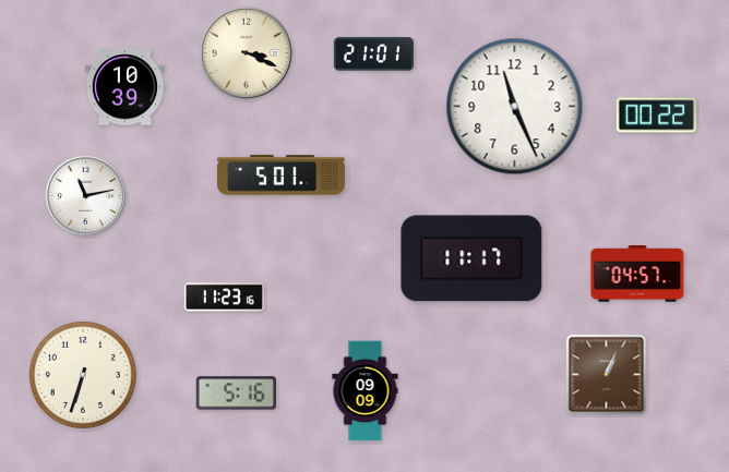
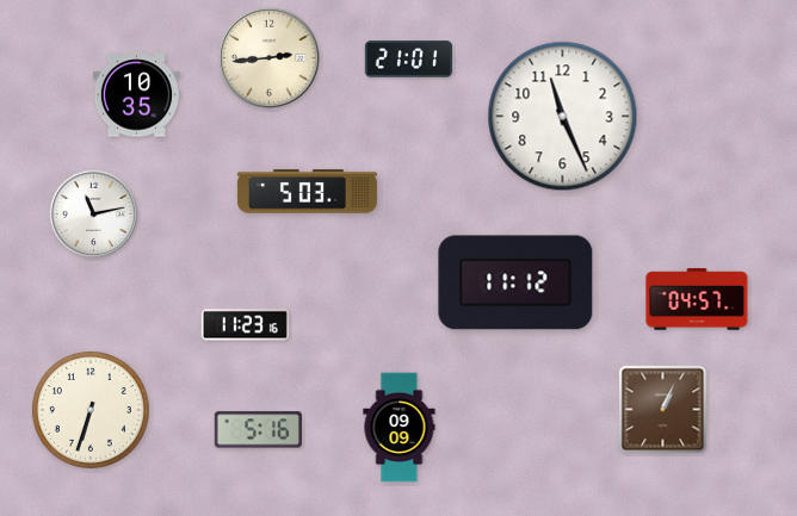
clock at (246, 52): 3:19 -> 2:44
clock at (124, 87): 10:39 -> 10:35
clock at (656, 116): 00:22 -> none
clock at (280, 176): 5:01 -> 5:03
clock at (471, 258): 11:17 -> 11:12
